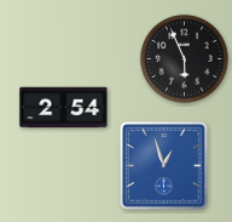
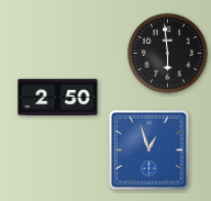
clock at (185, 59): 5:56 -> 5:59
clock at (64, 108): 2:54 -> 2:50
